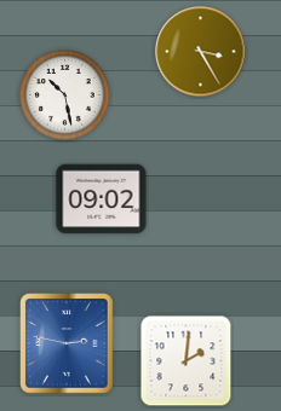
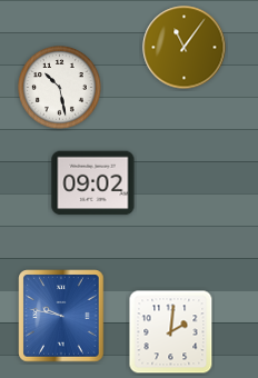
clock at (201, 52): 3:25 -> 11:06
clock at (67, 343): 2:47 -> 9:47
